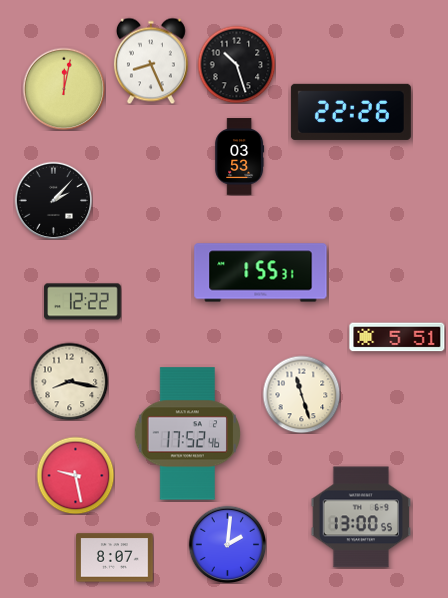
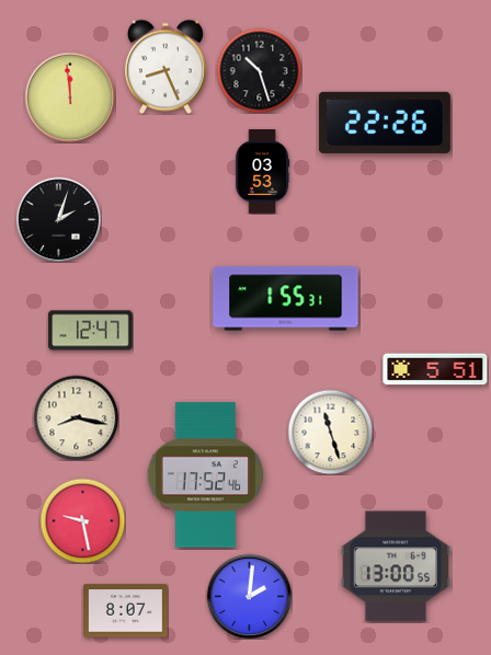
clock at (64, 89): 12:02 -> 11:59
clock at (53, 200): 2:07 -> 2:03
clock at (83, 302): 12:22 -> 12:47
